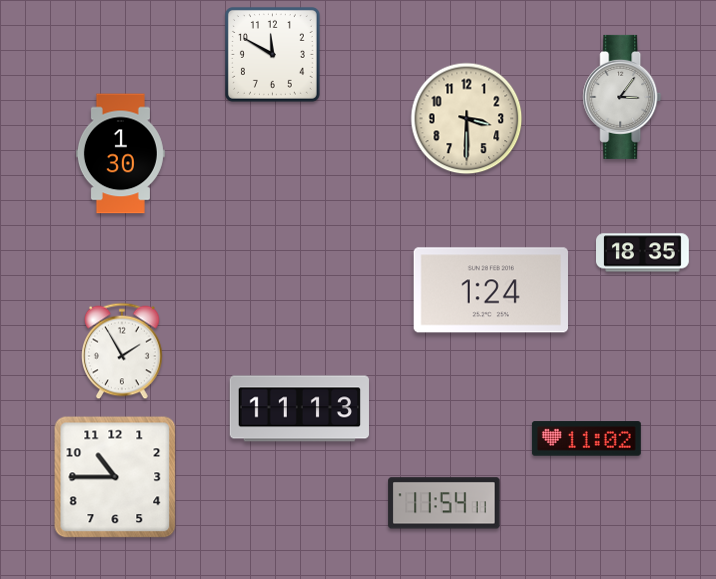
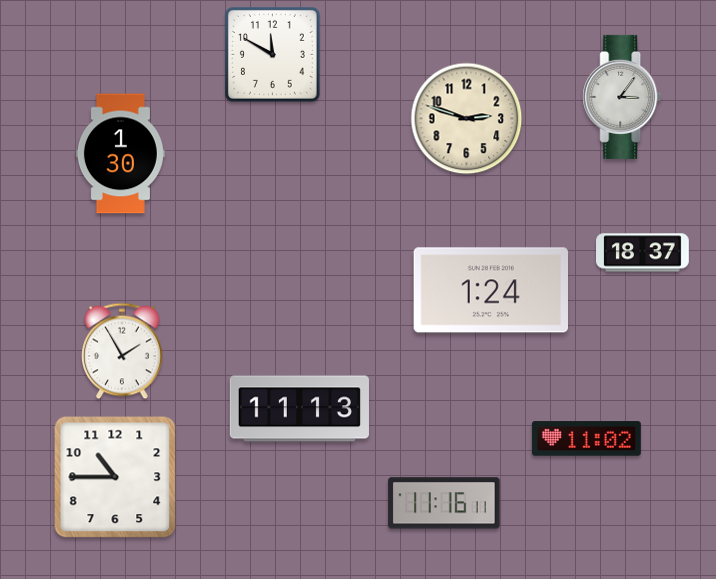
clock at (467, 119): 3:30 -> 2:48
clock at (643, 253): 18:35 -> 18:37
clock at (444, 503): 11:54 -> 11:16
